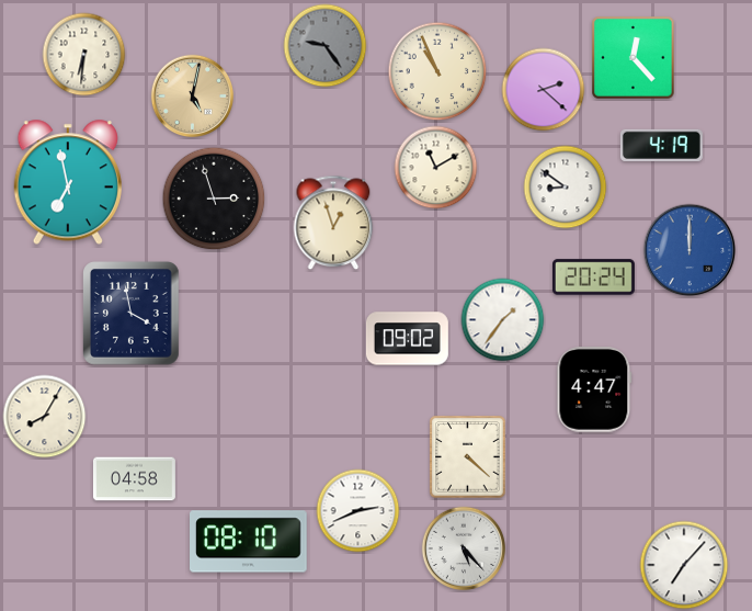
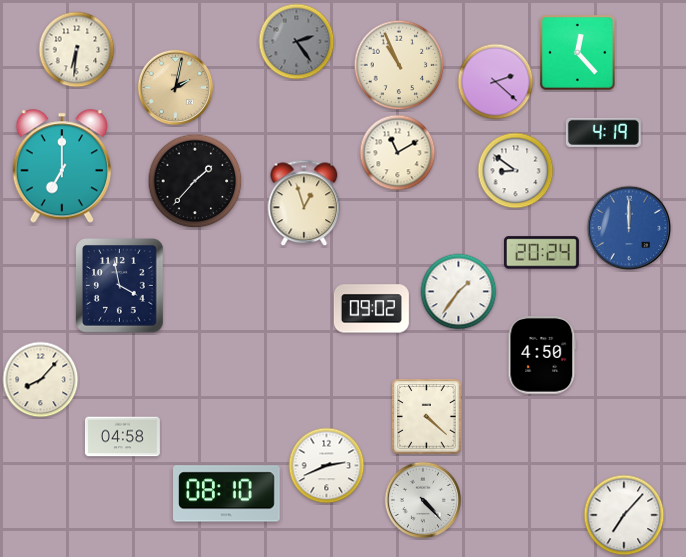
clock at (326, 46): 9:24 -> 2:24
clock at (193, 97): 5:02 -> 2:02
clock at (68, 182): 6:58 -> 7:00
clock at (214, 199): 2:57 -> 1:37
clock at (594, 389): 4:47 -> 4:50
clock at (45, 417): 8:05 -> 8:07
clock at (464, 548): 5:23 -> 4:23
